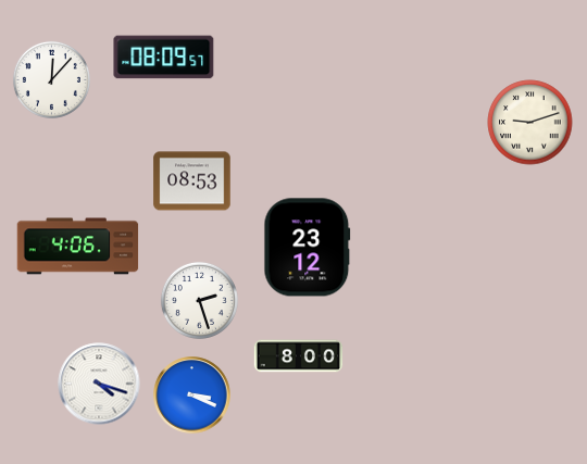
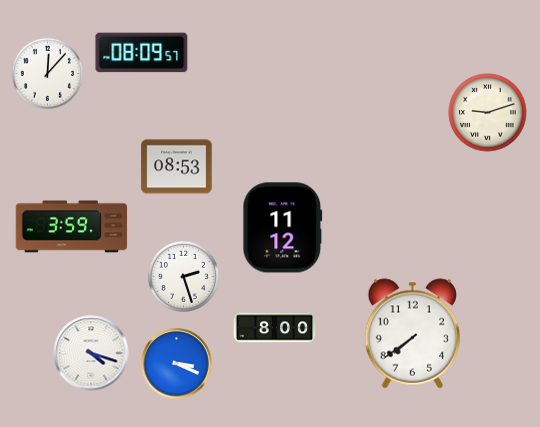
clock at (164, 58) position: (164, 58) -> (142, 53)
clock at (78, 247): 4:06 -> 3:59
clock at (308, 248): 23:12 -> 11:12
clock at (412, 334): none -> 7:39
